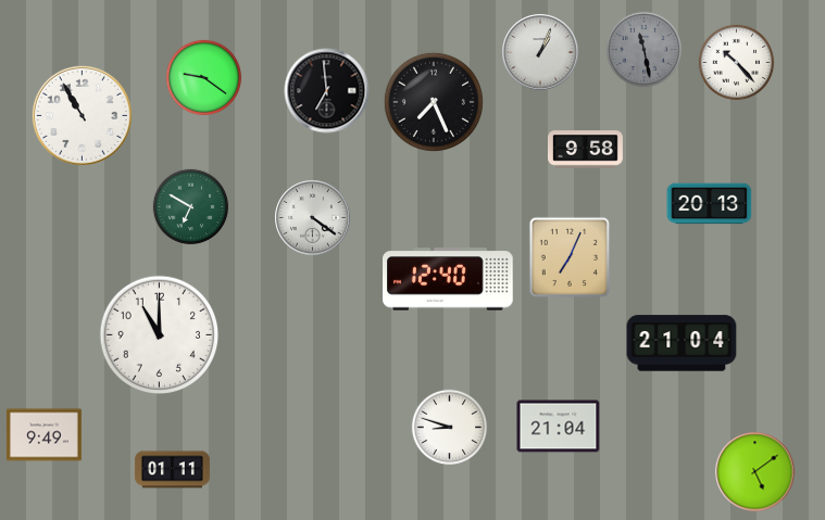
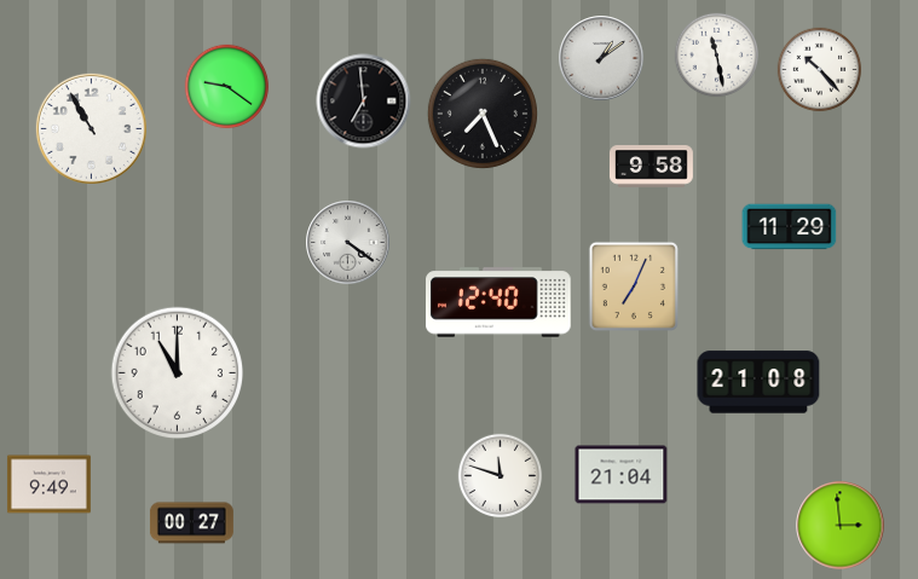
clock at (645, 50) dial: grey -> white
clock at (540, 52): 1:04 -> 1:09
clock at (710, 204): 20:13 -> 11:29
clock at (191, 207): 6:50 -> none
clock at (449, 279) position: (449, 279) -> (500, 302)
clock at (682, 343): 21:04 -> 21:08
clock at (450, 428): 8:48 -> 11:48
clock at (172, 470): 01:11 -> 00:27
clock at (755, 472): 5:09 -> 2:59
